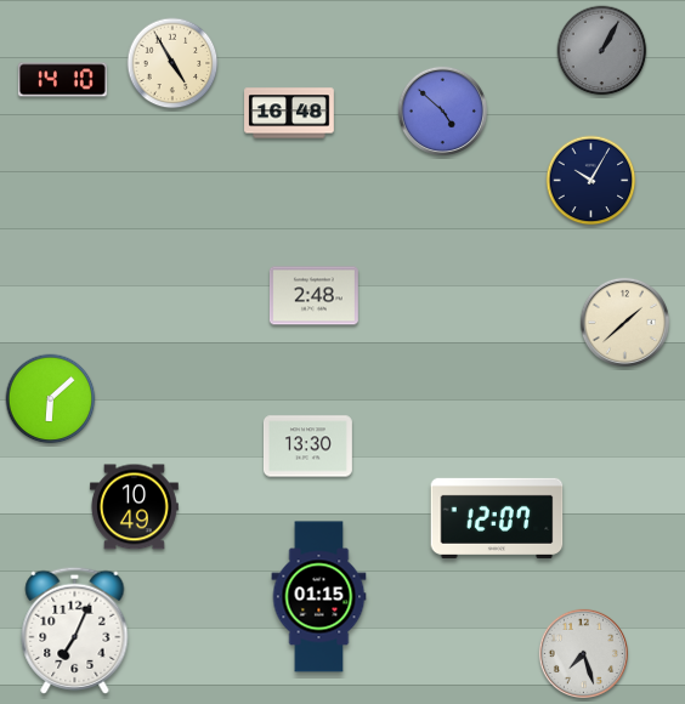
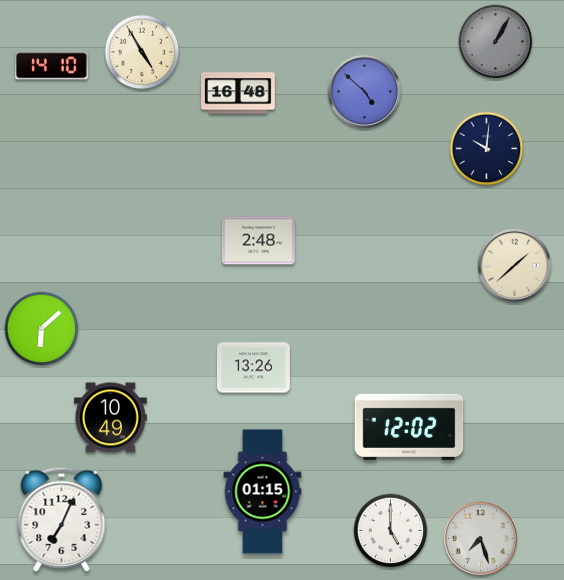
clock at (591, 181): 10:05 -> 10:01
clock at (313, 296) position: (313, 296) -> (258, 241)
clock at (307, 447): 13:30 -> 13:26
clock at (497, 518): 12:07 -> 12:02
clock at (391, 531): none -> 5:00
